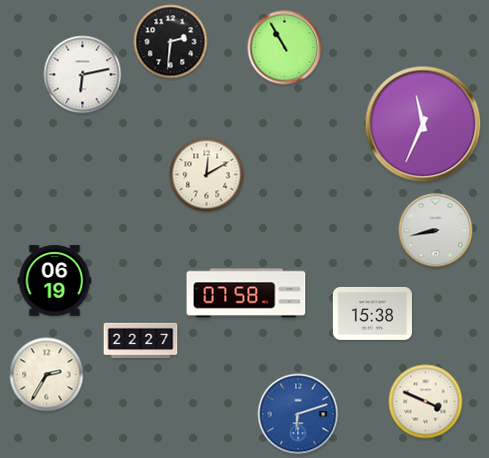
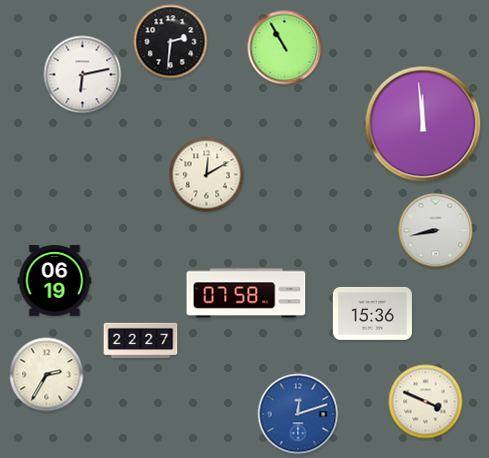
clock at (423, 124): 11:34 -> 11:59
clock at (372, 313): 15:38 -> 15:36
clock at (298, 414): 6:12 -> 12:12
